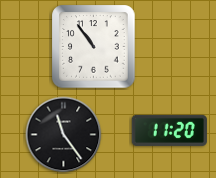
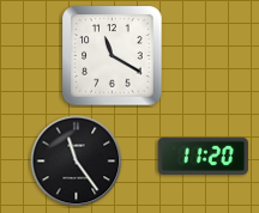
clock at (94, 47): 10:54 -> 11:20
